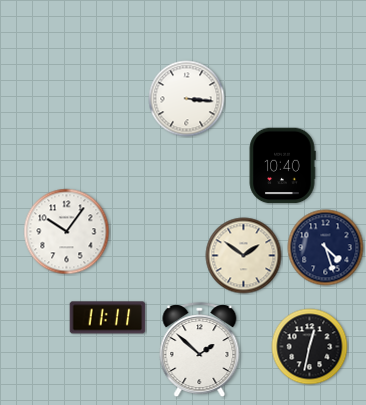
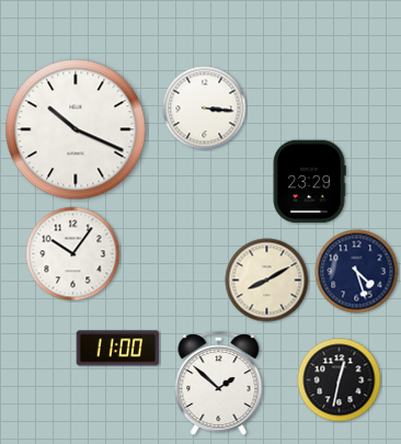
clock at (76, 129): none -> 10:19
clock at (282, 166): 10:40 -> 23:29
clock at (244, 256): 1:51 -> 8:10
clock at (108, 318): 11:11 -> 11:00
